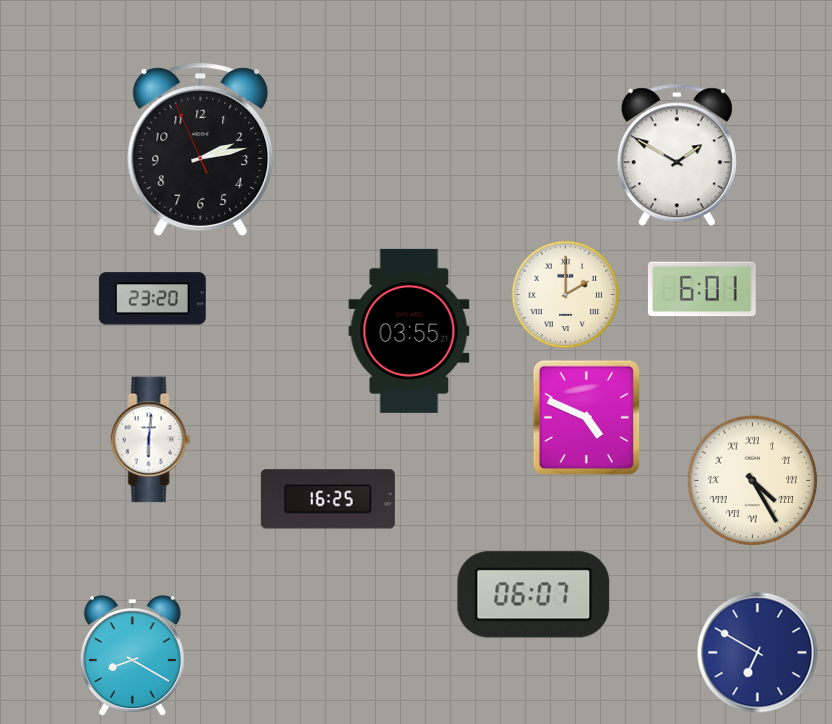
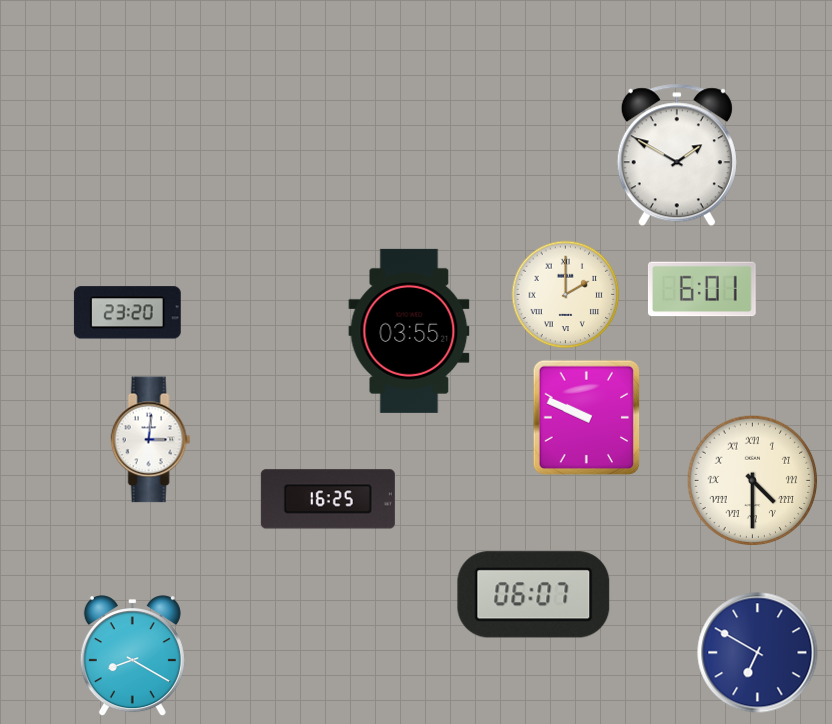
clock at (201, 149): 2:12 -> none
clock at (152, 299) position: (152, 299) -> (127, 313)
clock at (587, 418): 4:49 -> 9:49
clock at (151, 440): 6:01 -> 3:01
clock at (753, 481): 4:25 -> 4:30
